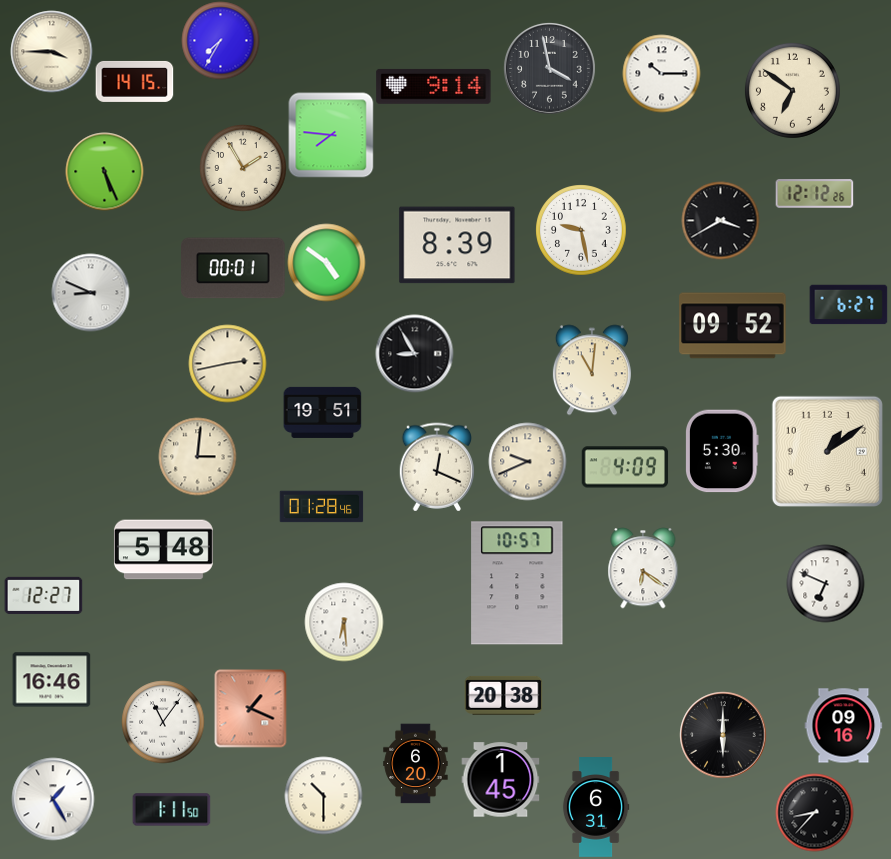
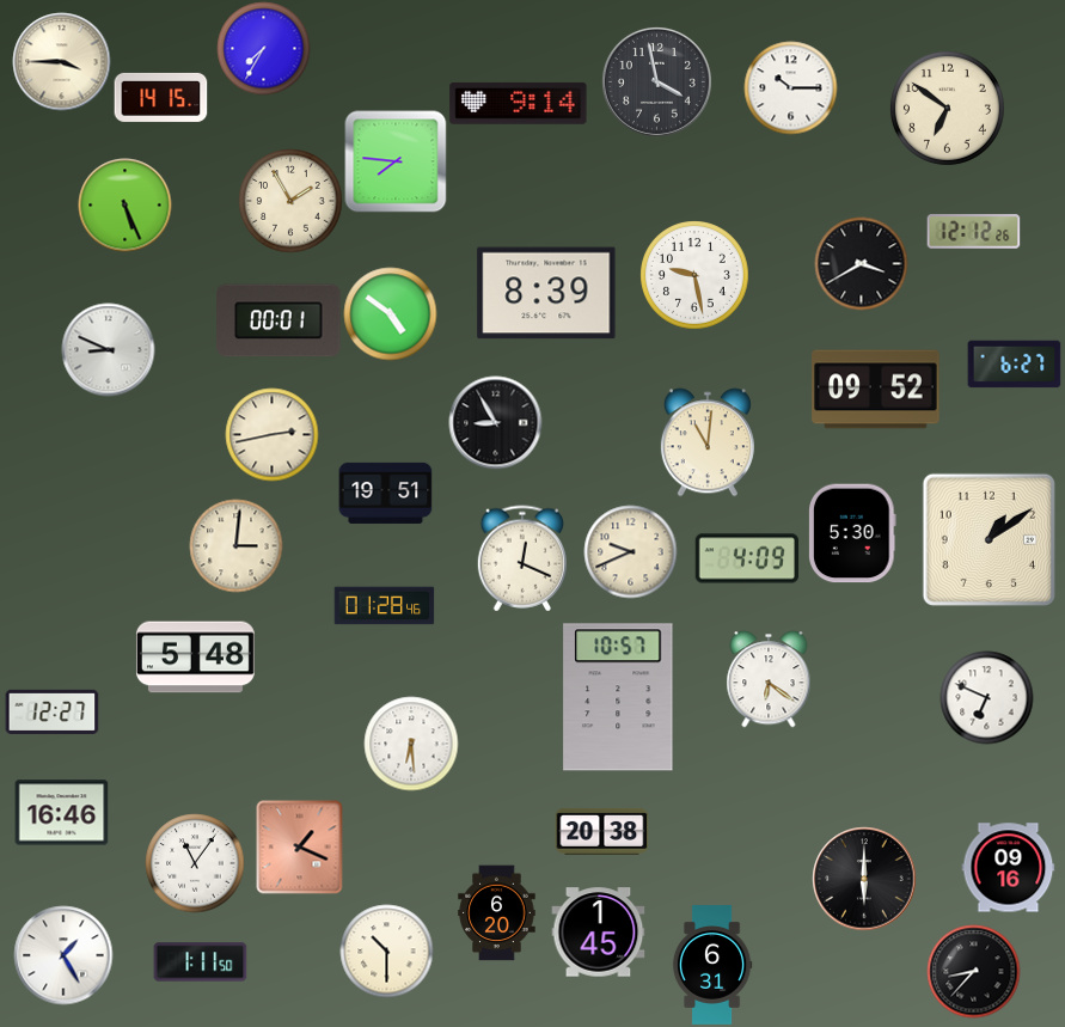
clock at (723, 451) position: (723, 451) -> (853, 533)
clock at (171, 810) position: (171, 810) -> (200, 962)
